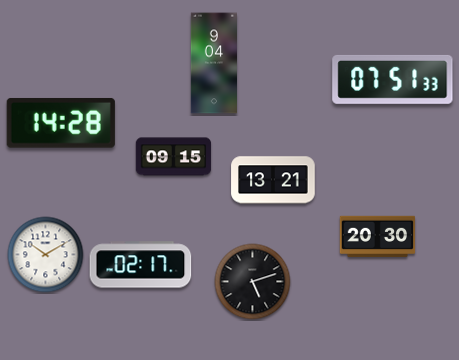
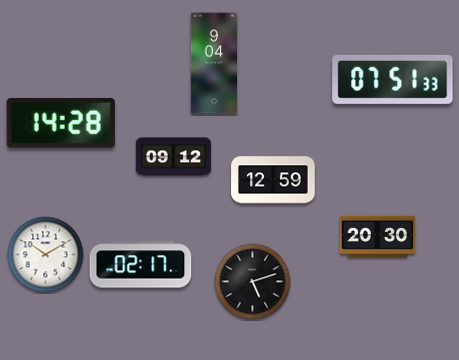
clock at (174, 157): 09:15 -> 09:12
clock at (273, 180): 13:21 -> 12:59
